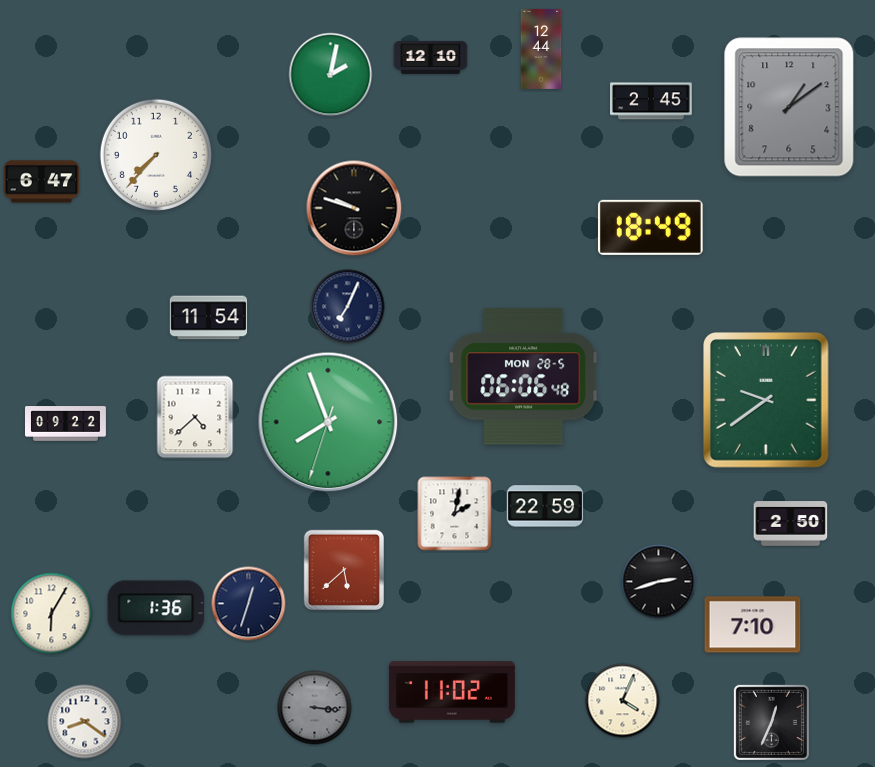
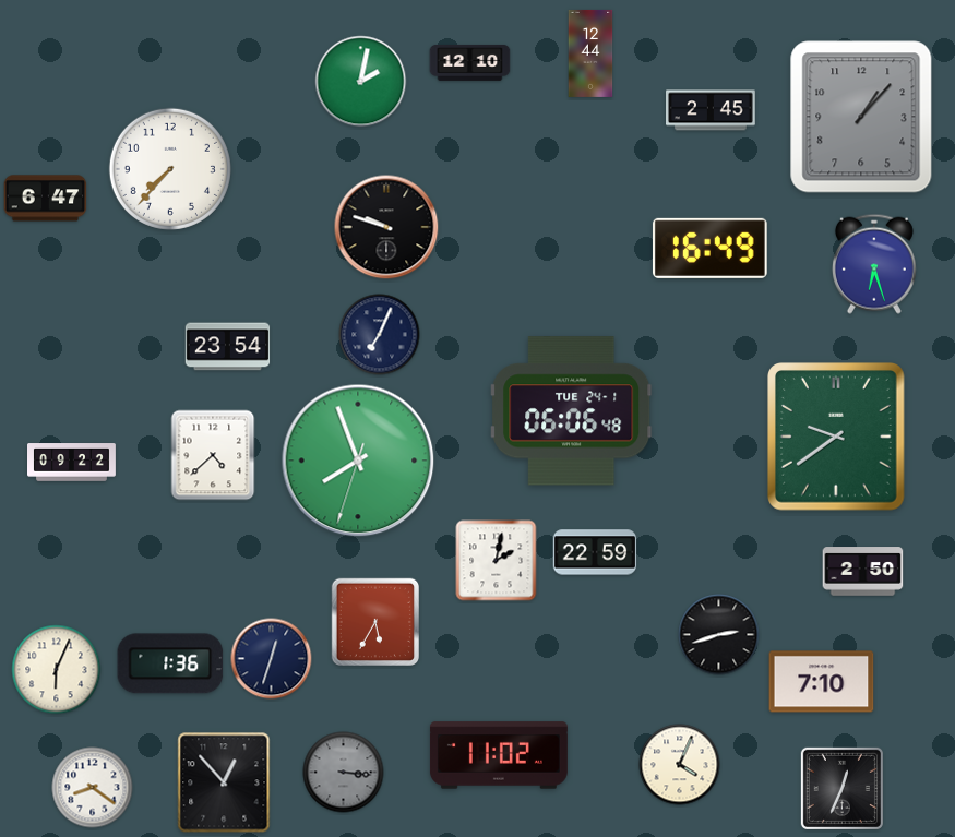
clock at (789, 107): 1:09 -> 1:07
clock at (650, 227): 18:49 -> 16:49
clock at (874, 264): none -> 6:27
clock at (209, 318): 11:54 -> 23:54
clock at (524, 377) date: MON 28-5 -> TUE 24-1
clock at (343, 569): 5:38 -> 5:35
clock at (52, 614): 6:05 -> 6:04
clock at (452, 692) position: (452, 692) -> (499, 755)
clock at (224, 782): none -> 12:53
